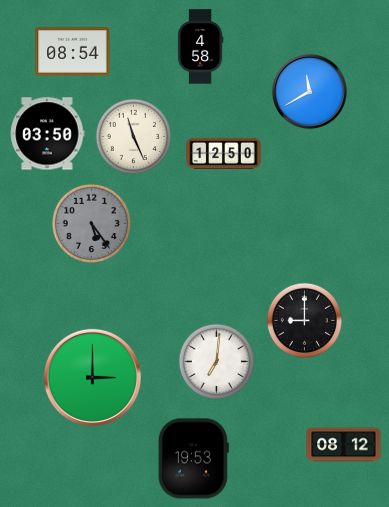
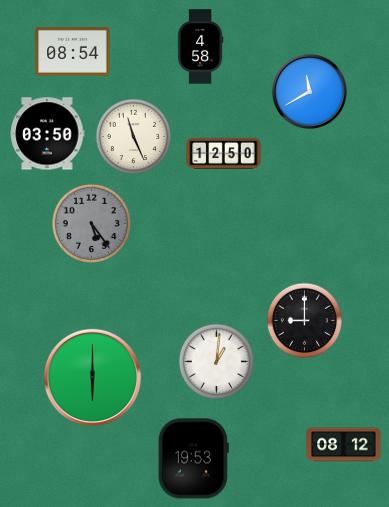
clock at (216, 361): 7:01 -> 1:01
clock at (92, 377): 3:00 -> 6:00
